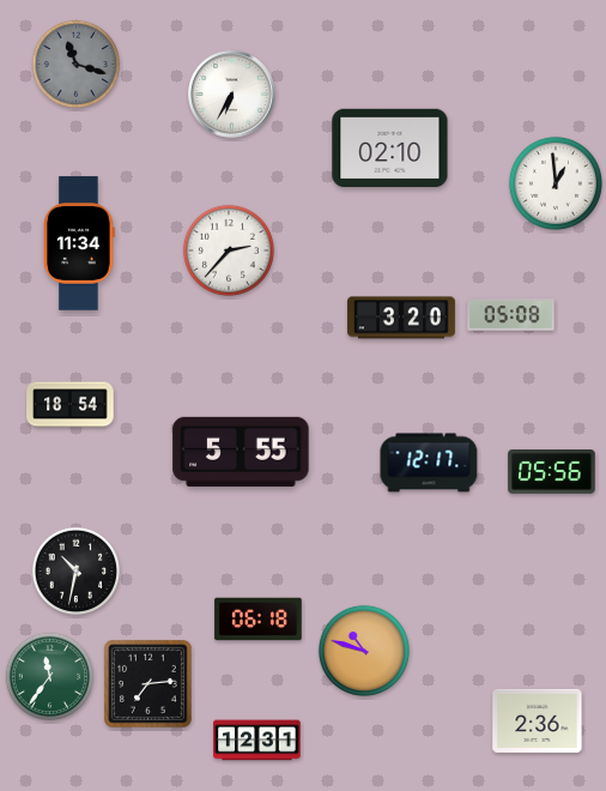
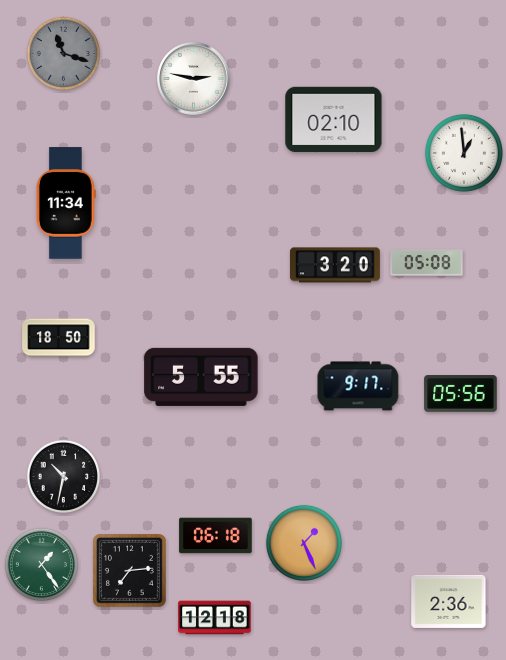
clock at (232, 95): 6:35 -> 2:47
clock at (390, 149) position: (390, 149) -> (334, 120)
clock at (229, 250): 2:37 -> none
clock at (71, 405): 18:54 -> 18:50
clock at (429, 463): 12:17 -> 9:17
clock at (259, 620) position: (259, 620) -> (216, 536)
clock at (364, 651): 10:48 -> 1:26
clock at (49, 676): 11:36 -> 1:24
clock at (147, 683) position: (147, 683) -> (129, 570)
clock at (257, 741): 12:31 -> 12:18
